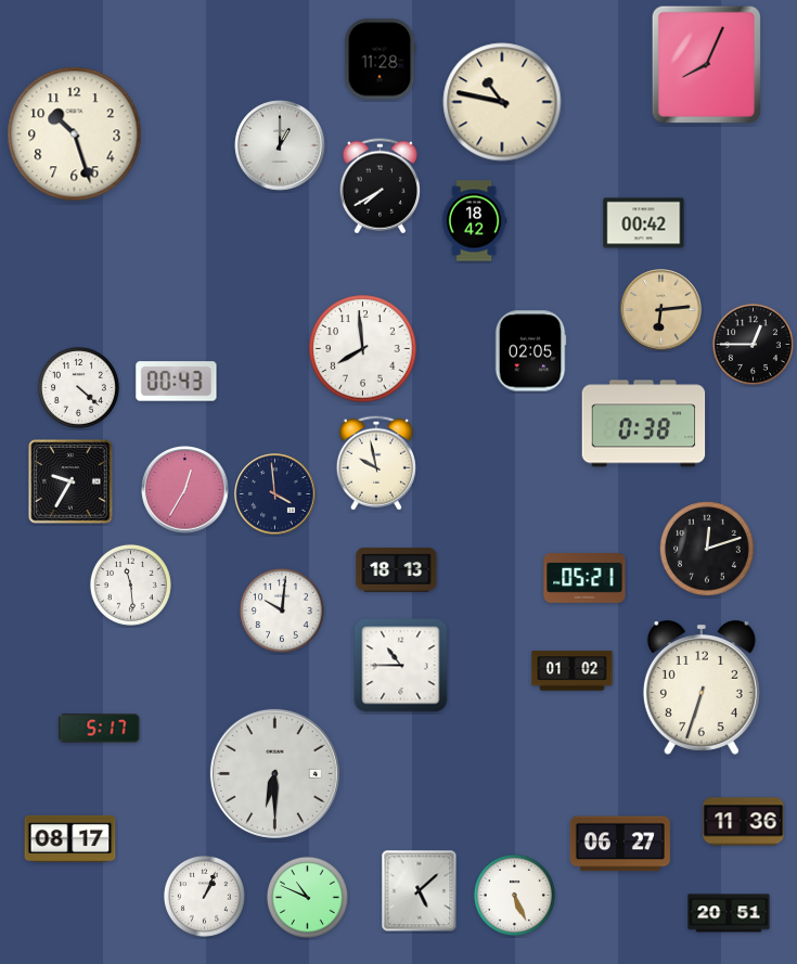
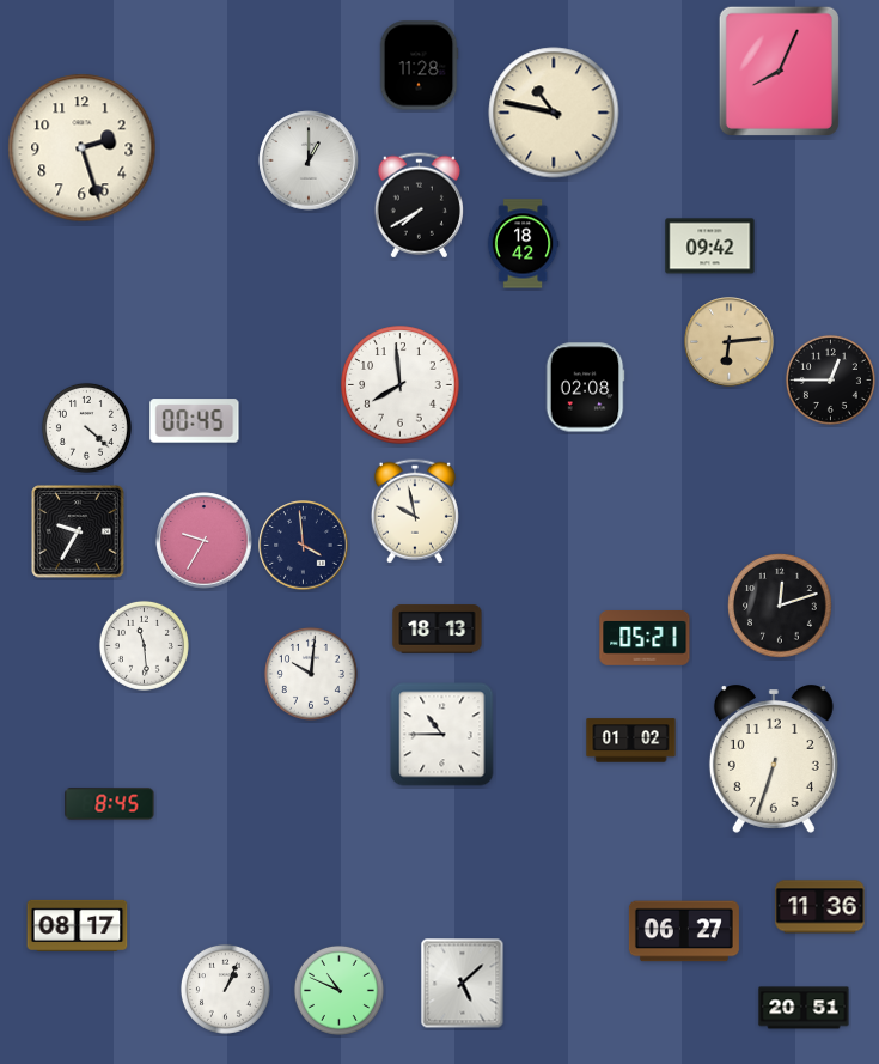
clock at (75, 134): 10:27 -> 2:27
clock at (644, 223): 00:42 -> 09:42
clock at (530, 351): 02:05 -> 02:08
clock at (177, 382): 00:43 -> 00:45
clock at (644, 424): 0:38 -> none
clock at (185, 490): 12:35 -> 9:35
clock at (100, 729): 5:17 -> 8:45
clock at (274, 773): 6:30 -> none
clock at (514, 895): 5:26 -> none
